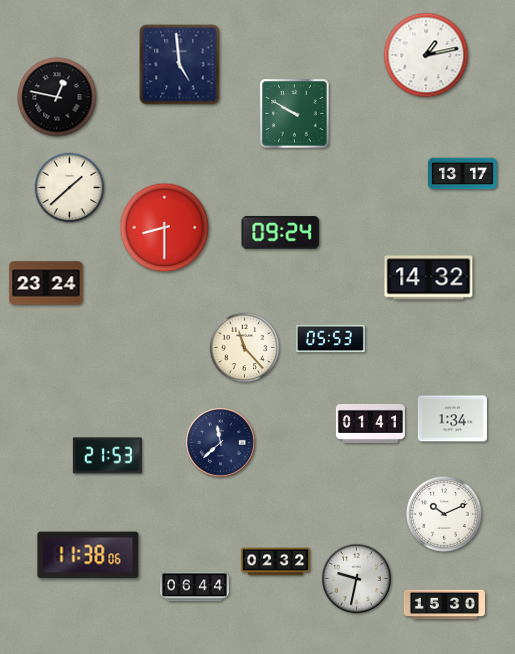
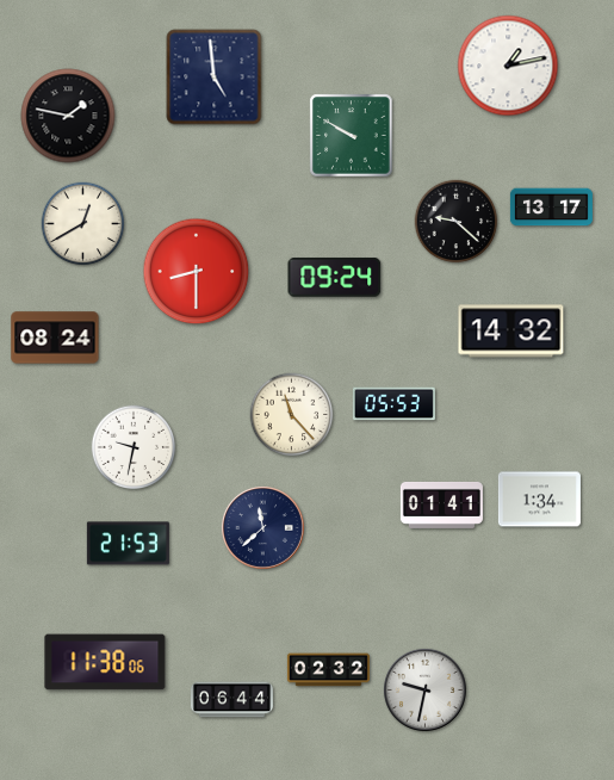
clock at (57, 97): 12:47 -> 1:47
clock at (457, 222): none -> 9:22
clock at (70, 188): 1:38 -> 12:40
clock at (46, 283): 23:24 -> 08:24
clock at (134, 447): none -> 9:32
clock at (444, 514): 10:11 -> none
clock at (444, 605): 15:30 -> none
